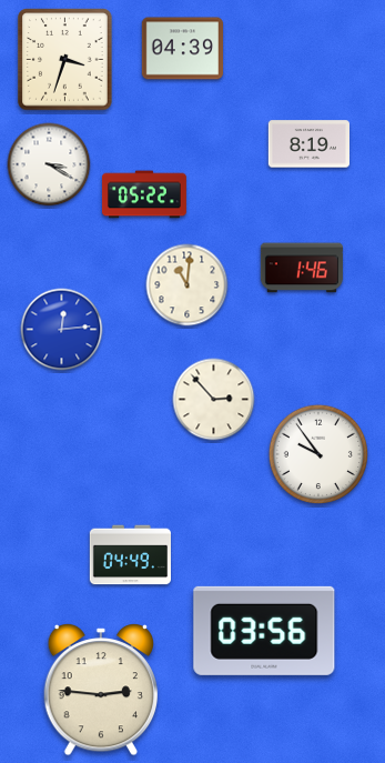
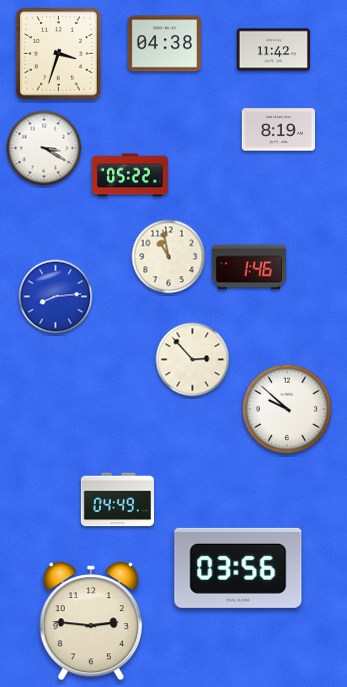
clock at (182, 49): 04:39 -> 04:38
clock at (273, 50): none -> 11:42
clock at (302, 268) position: (302, 268) -> (249, 267)
clock at (188, 285): 11:01 -> 10:58
clock at (62, 330): 12:14 -> 8:14
clock at (318, 454): 9:54 -> 9:52
